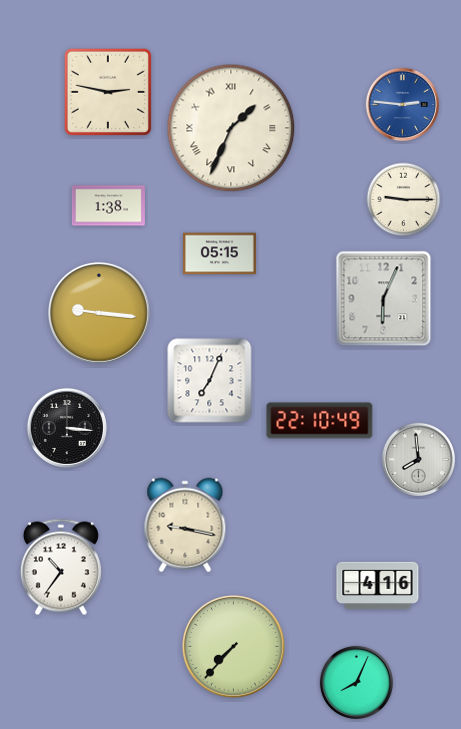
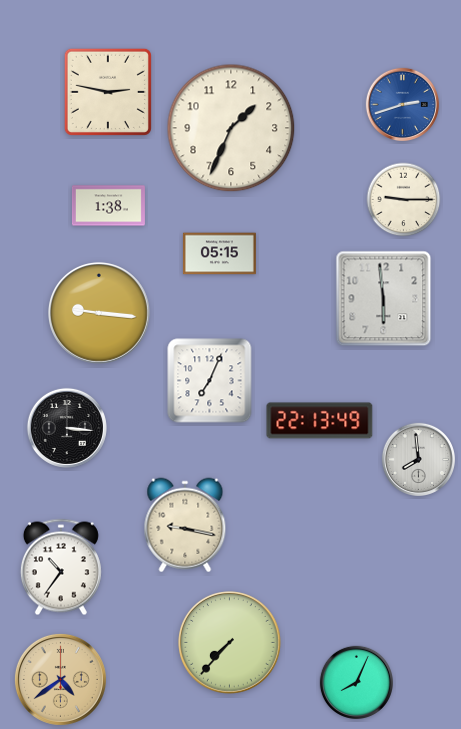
clock at (402, 104): 2:46 -> 2:42
clock at (231, 128) numerals: Roman -> Arabic
clock at (384, 299): 6:04 -> 5:59
clock at (320, 421): 22:10 -> 22:13
clock at (378, 586): 4:16 -> none
clock at (234, 647) position: (234, 647) -> (230, 643)
clock at (60, 679): none -> 4:39
